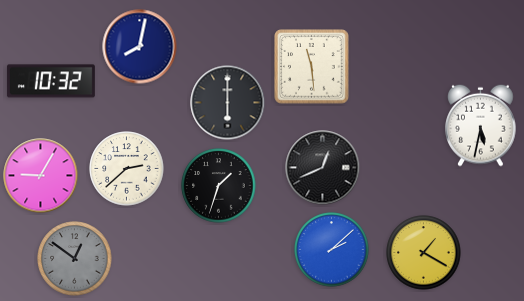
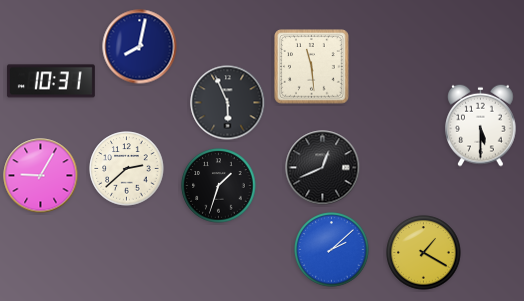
clock at (51, 81): 10:32 -> 10:31
clock at (228, 103): 6:00 -> 5:56
clock at (481, 125): 5:32 -> 5:30
clock at (75, 259): 12:51 -> none
